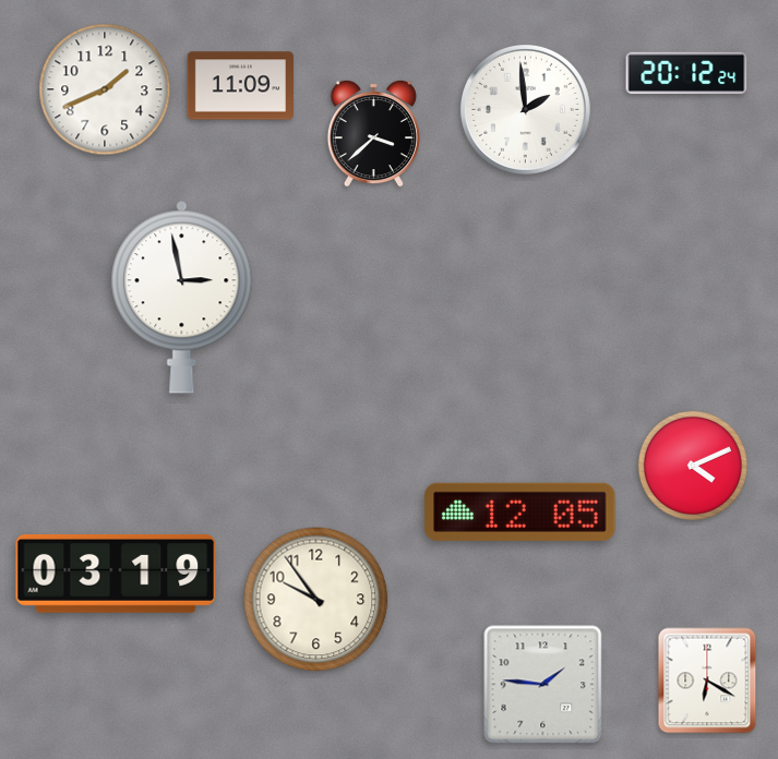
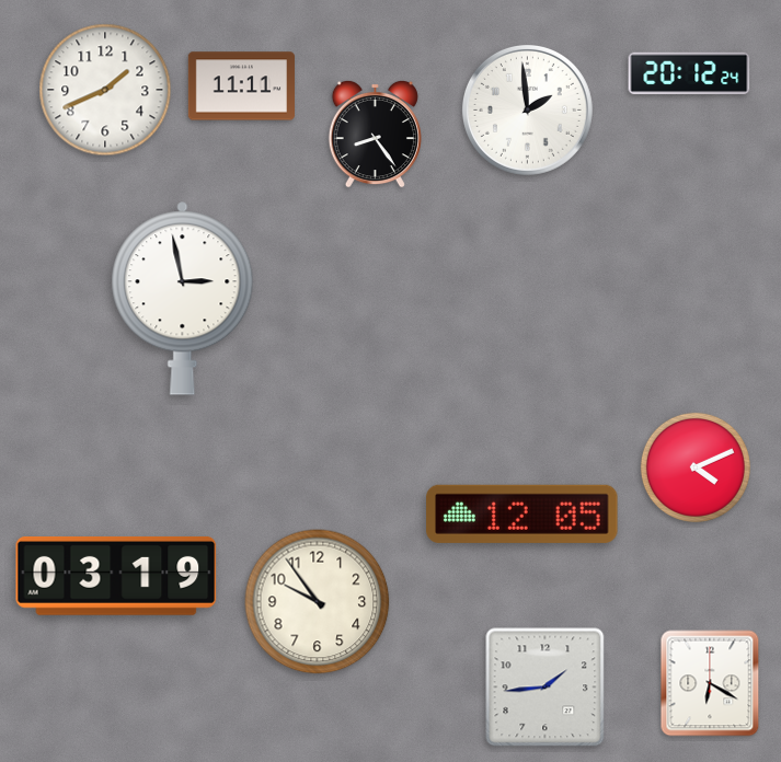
clock at (240, 86): 11:09 -> 11:11
clock at (373, 133): 3:38 -> 8:24
clock at (543, 685): 1:46 -> 1:44
